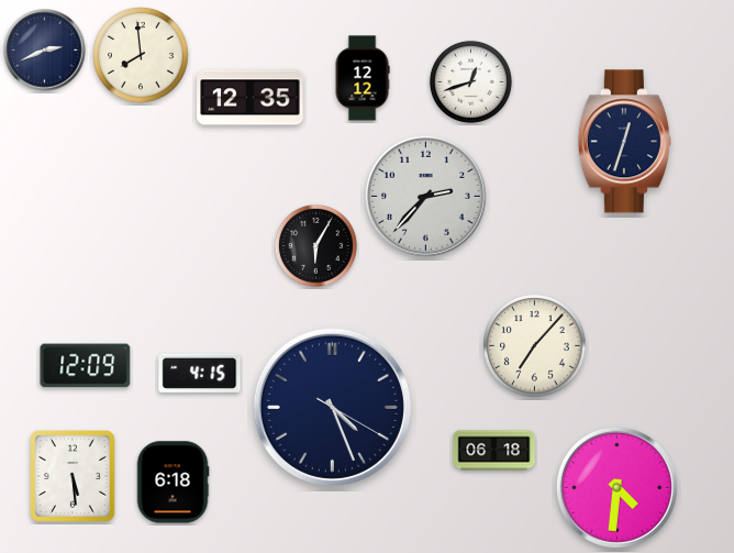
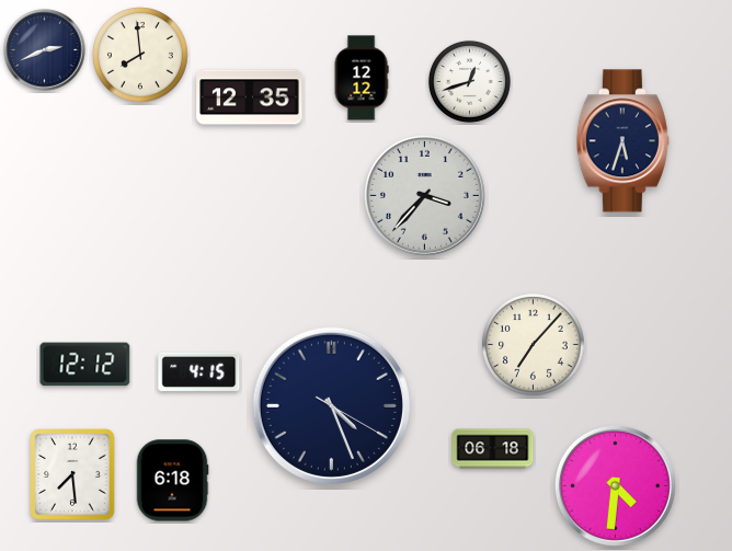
clock at (624, 142): 12:33 -> 5:33
clock at (425, 196): 2:37 -> 3:37
clock at (315, 245): 6:05 -> none
clock at (86, 366): 12:09 -> 12:12
clock at (74, 477): 5:29 -> 7:29
